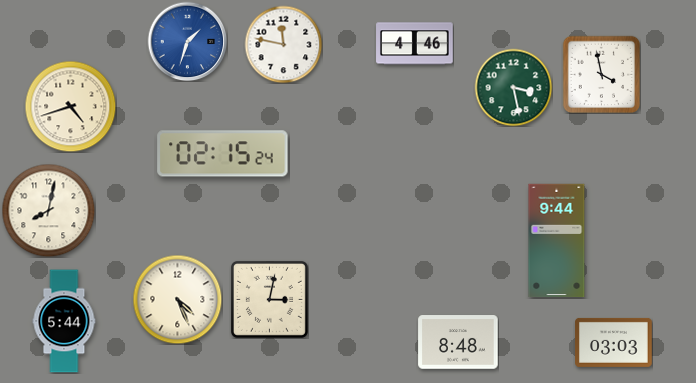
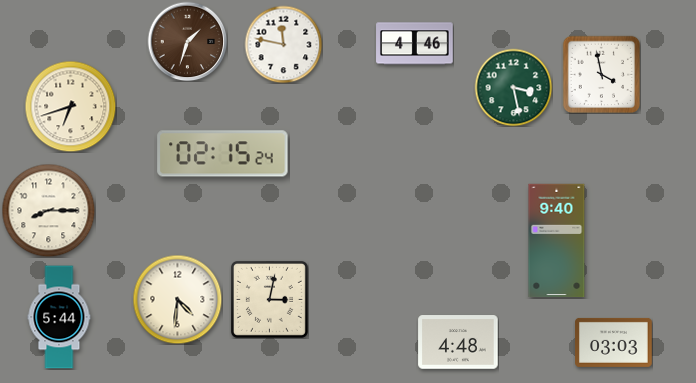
clock at (187, 41) dial: blue -> brown
clock at (70, 106): 4:42 -> 6:42
clock at (48, 210): 8:02 -> 8:15
clock at (557, 241): 9:44 -> 9:40
clock at (177, 299): 4:26 -> 4:31
clock at (64, 321) position: (64, 321) -> (59, 317)
clock at (458, 342): 8:48 -> 4:48
